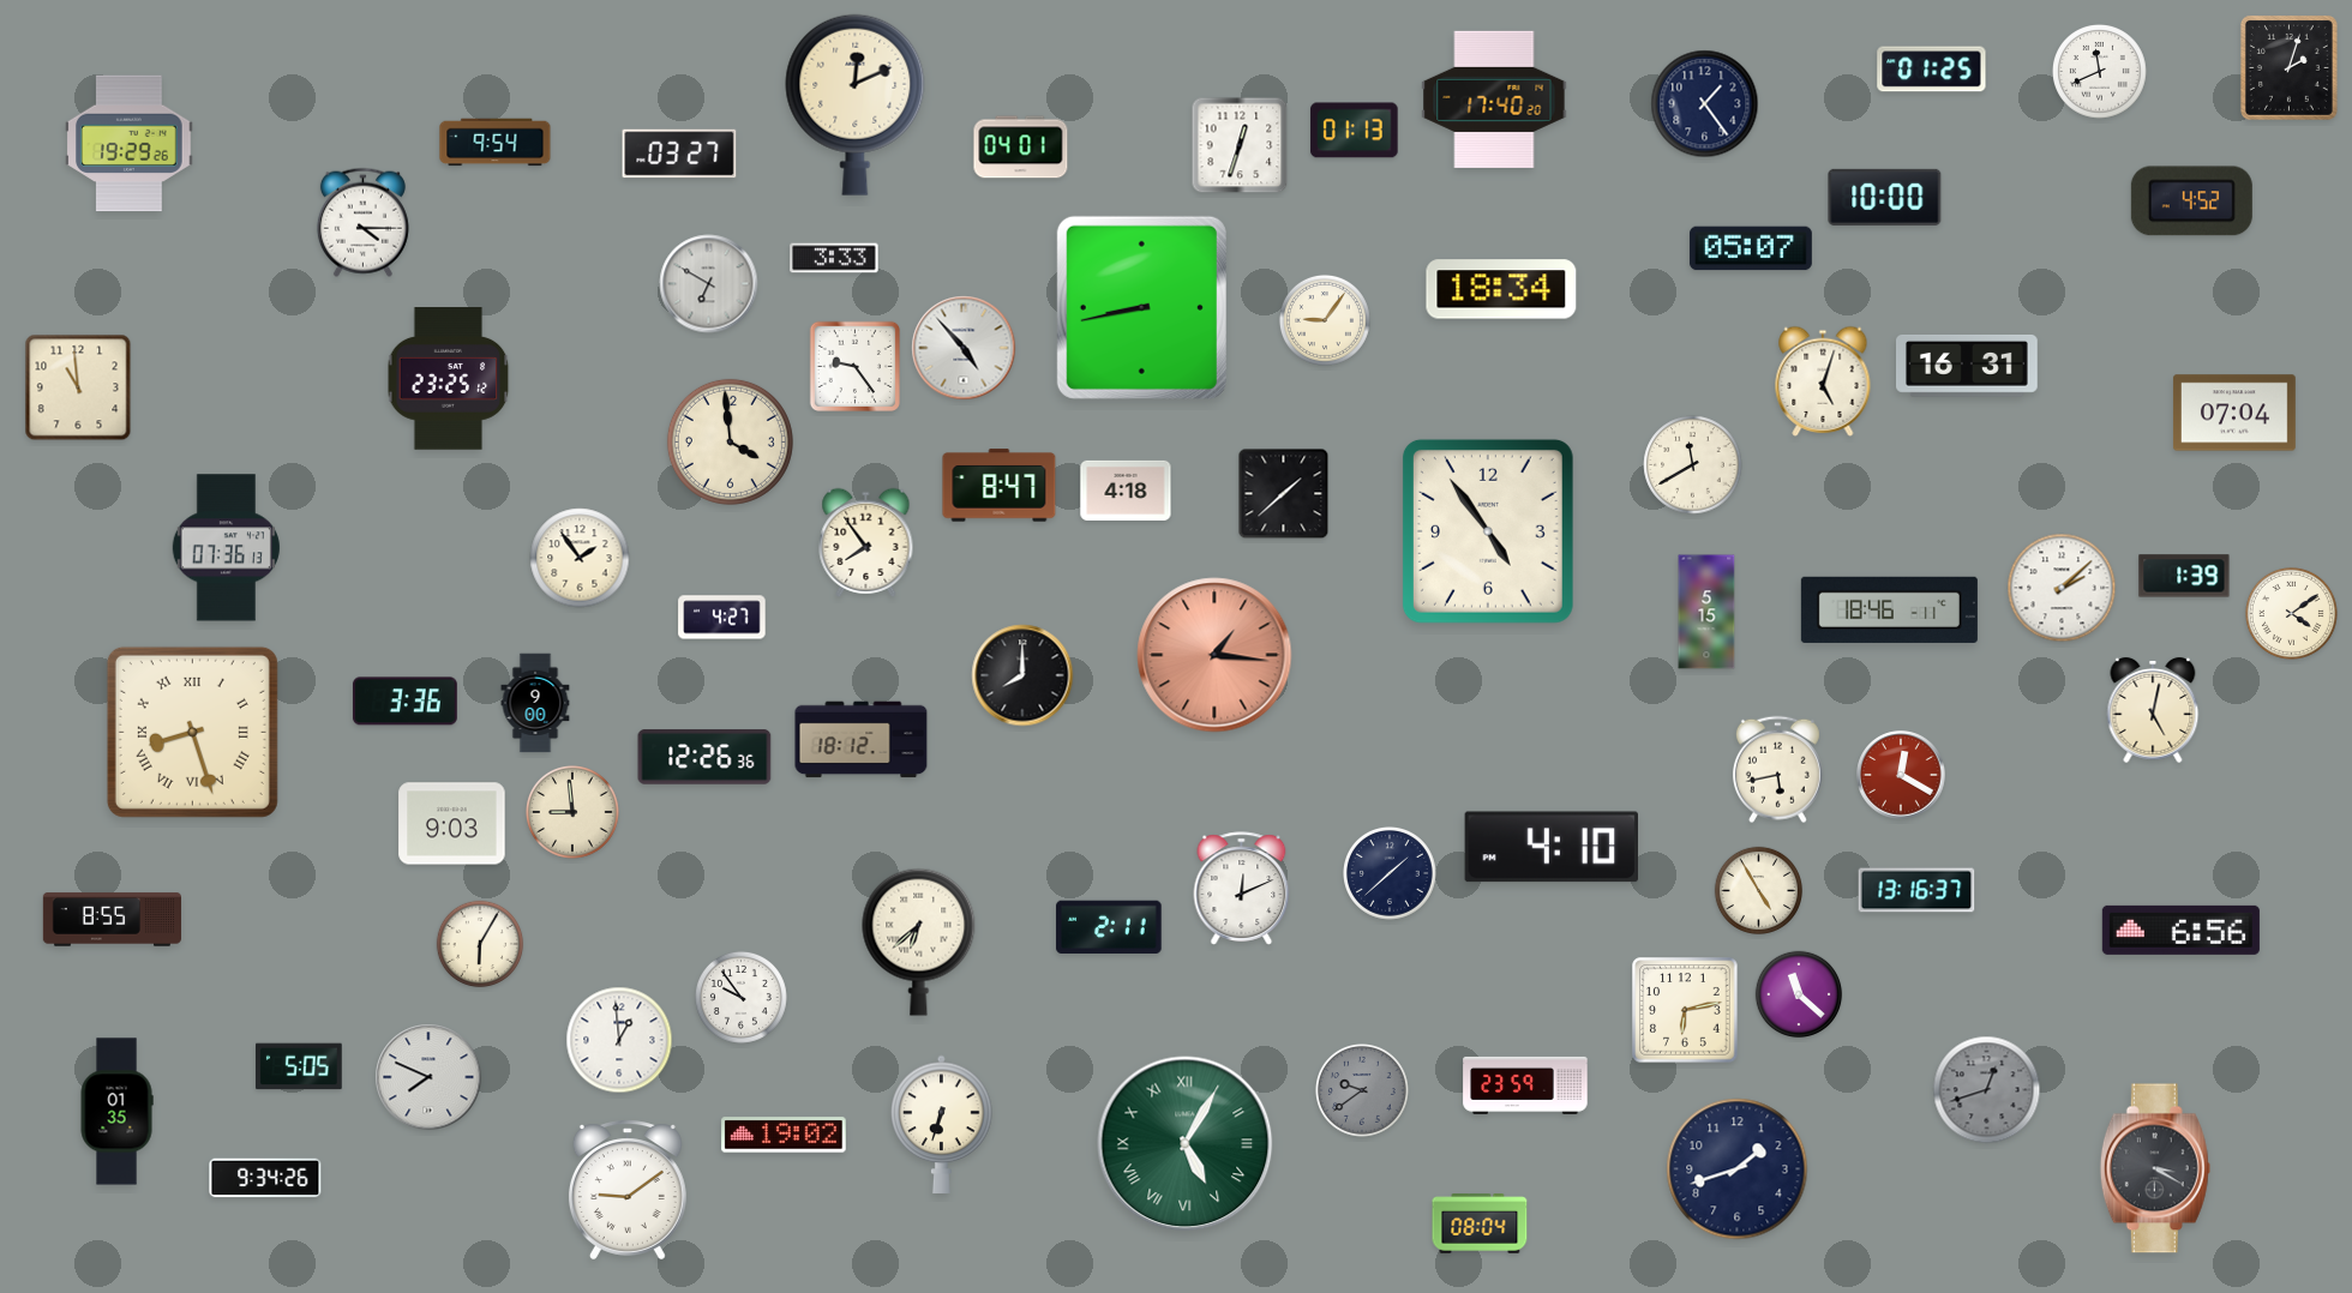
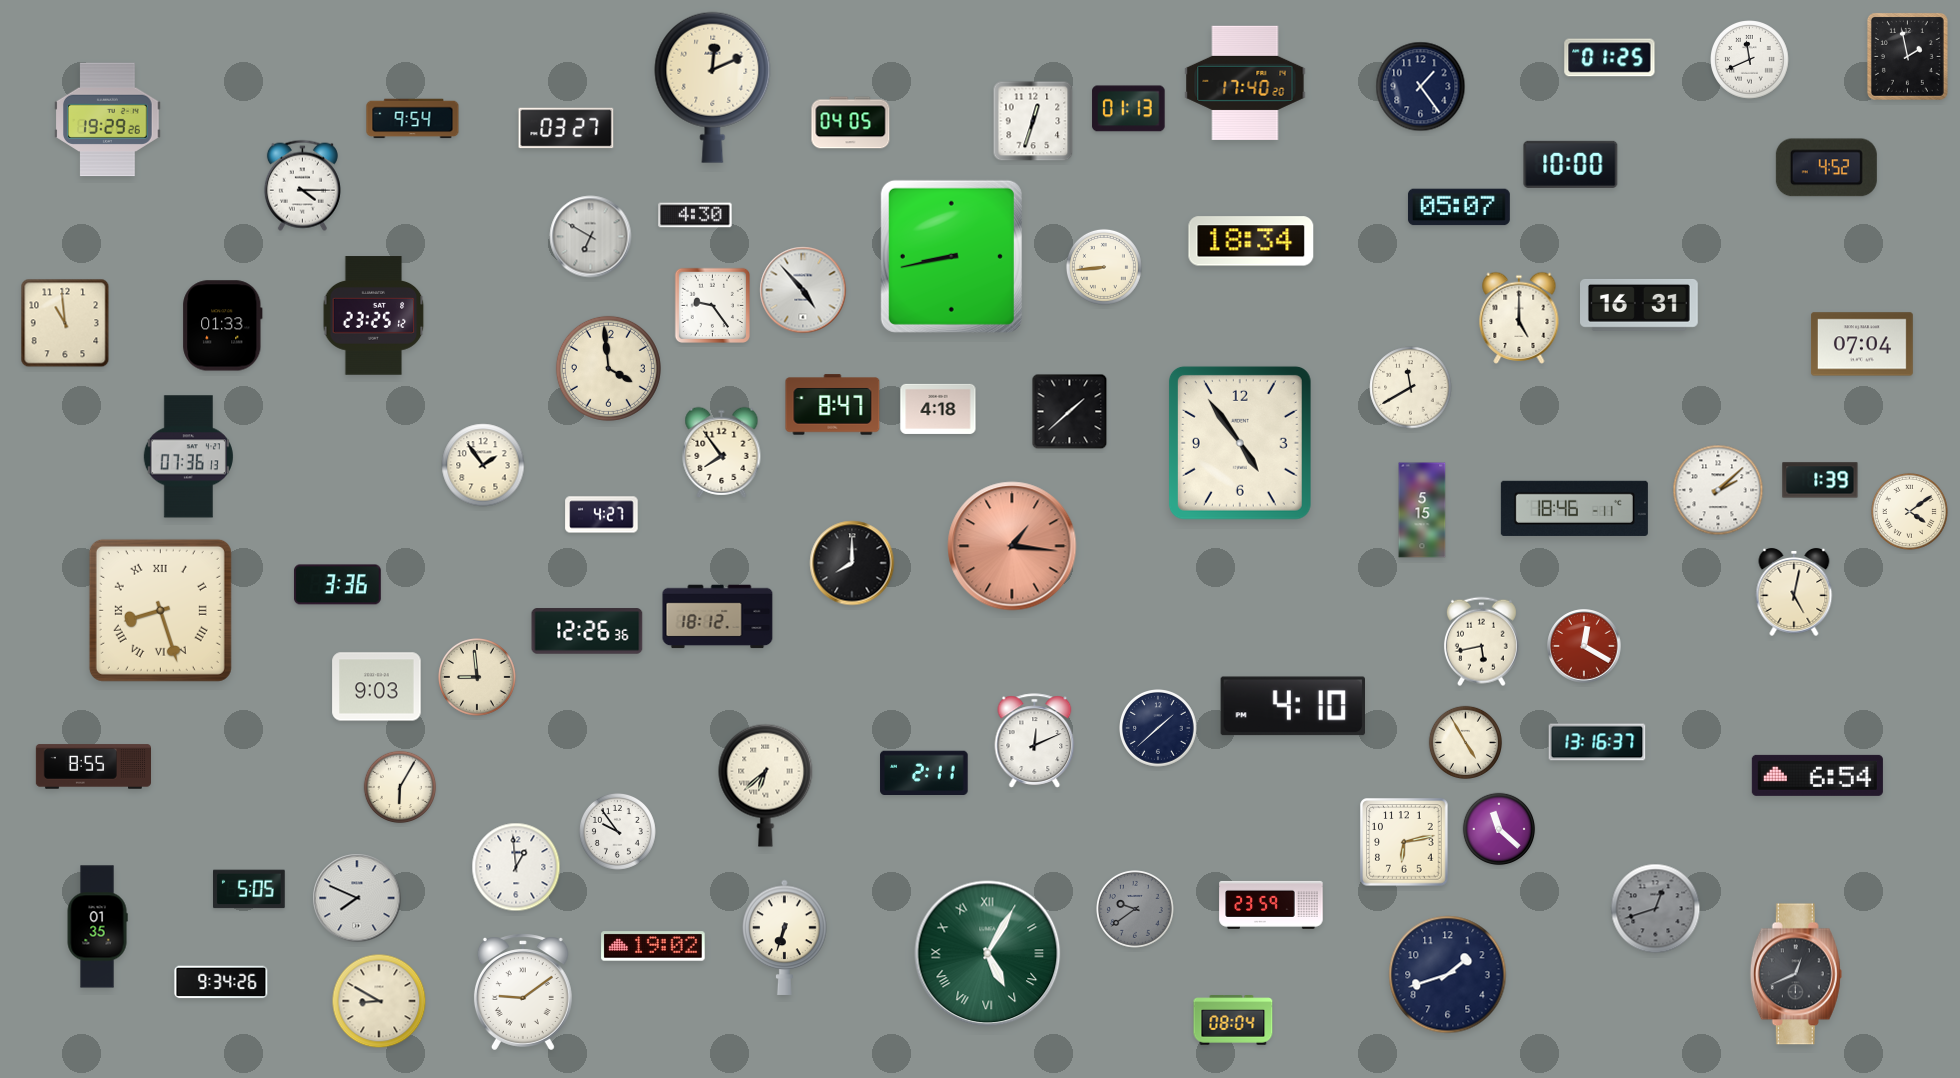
clock at (2288, 67): 2:03 -> 1:58
clock at (1021, 148): 04:01 -> 04:05
clock at (834, 258): 3:33 -> 4:30
clock at (1325, 320): 9:06 -> 8:44
clock at (1823, 381): 5:03 -> 5:00
clock at (223, 326): none -> 01:33
clock at (535, 703): 9:00 -> none
clock at (2180, 930): 6:56 -> 6:54
clock at (2155, 1168): 3:20 -> 12:41
clock at (379, 1001): none -> 8:50
